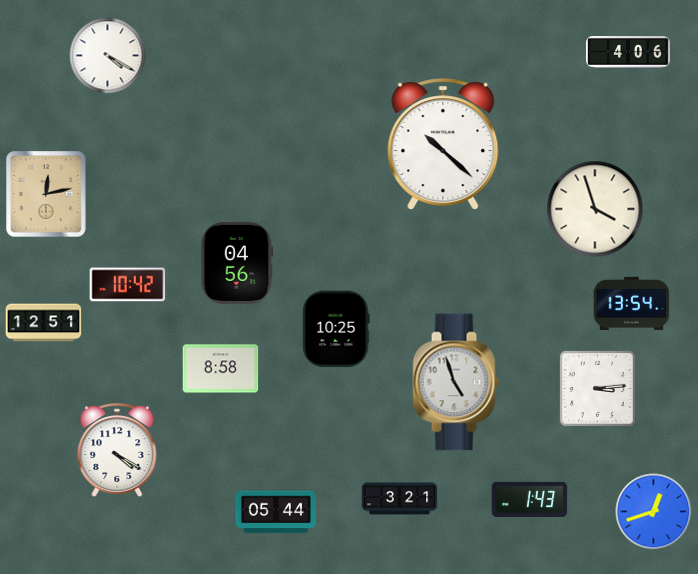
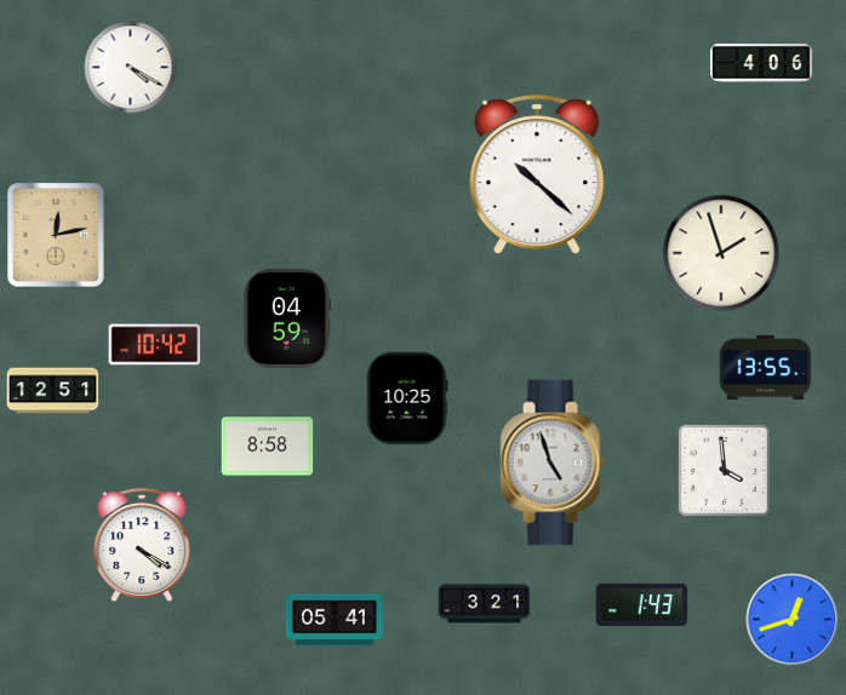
clock at (595, 209): 3:57 -> 1:57
clock at (237, 263): 04:56 -> 04:59
clock at (632, 303): 13:54 -> 13:55
clock at (597, 388): 3:14 -> 3:59
clock at (276, 512): 05:44 -> 05:41
